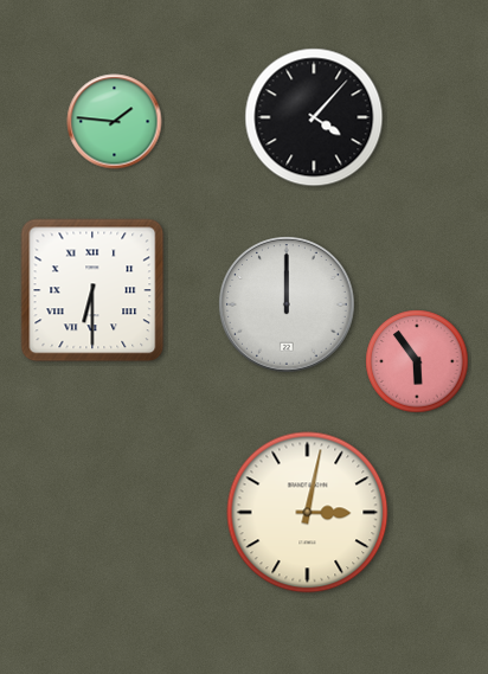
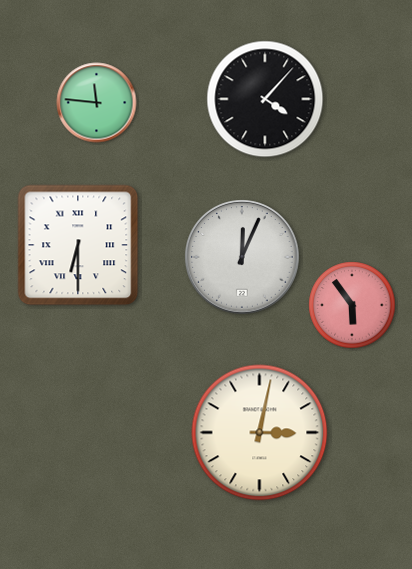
clock at (115, 122): 1:46 -> 11:46
clock at (287, 304): 12:00 -> 12:04
